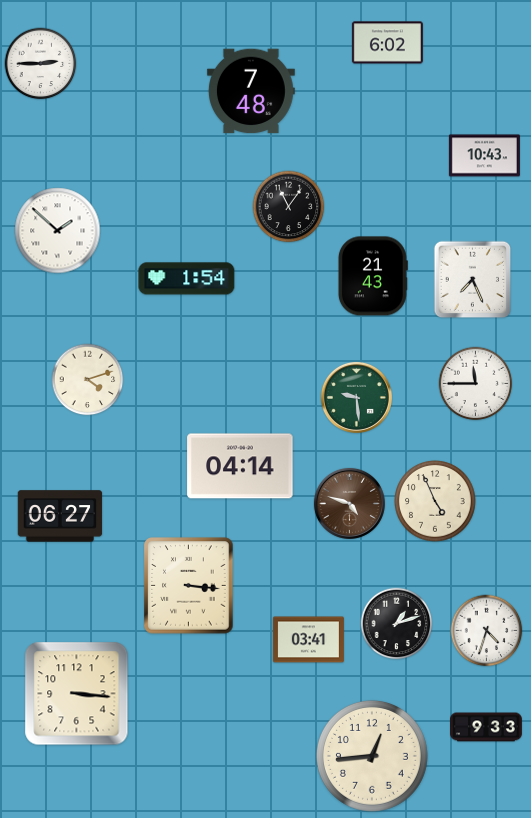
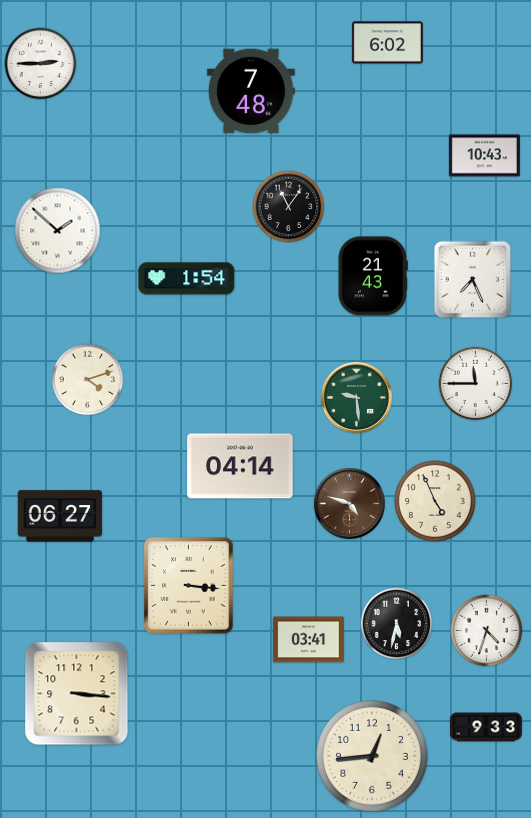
clock at (397, 624): 1:12 -> 5:32
